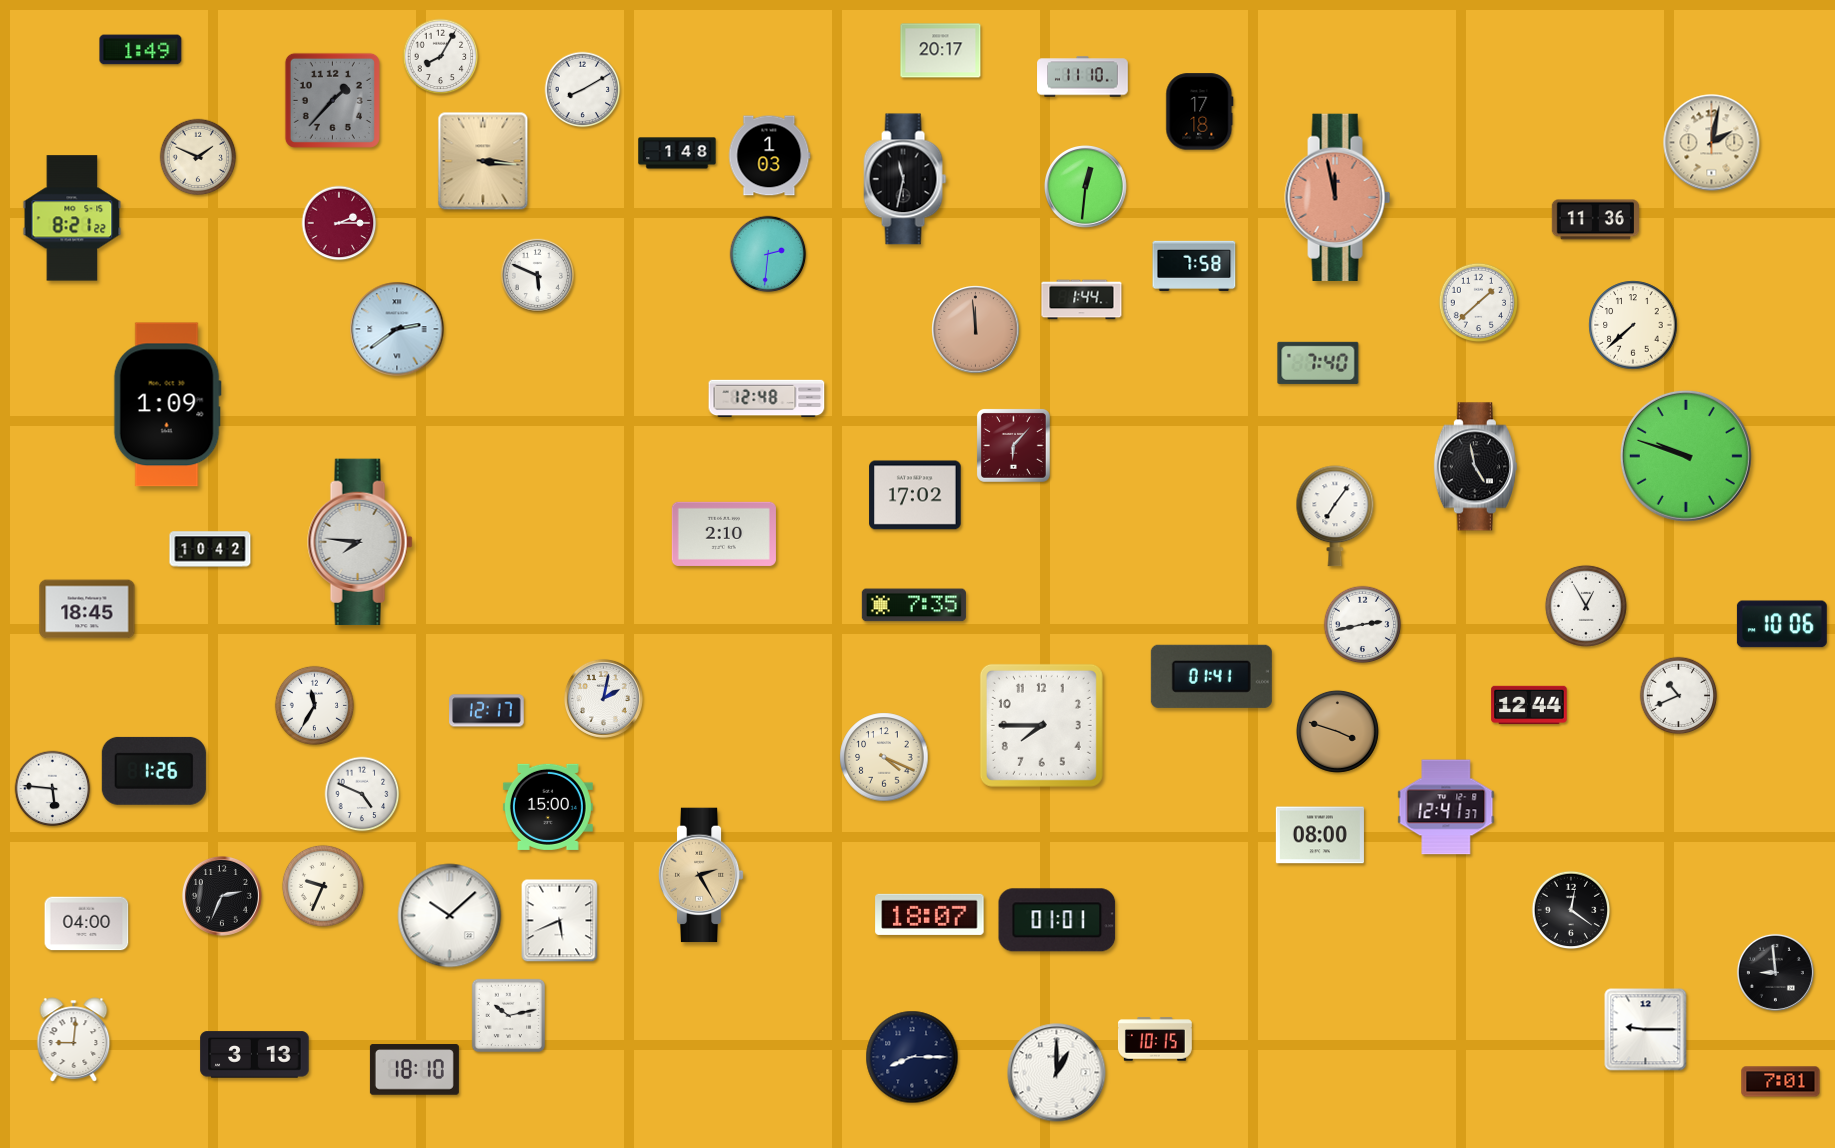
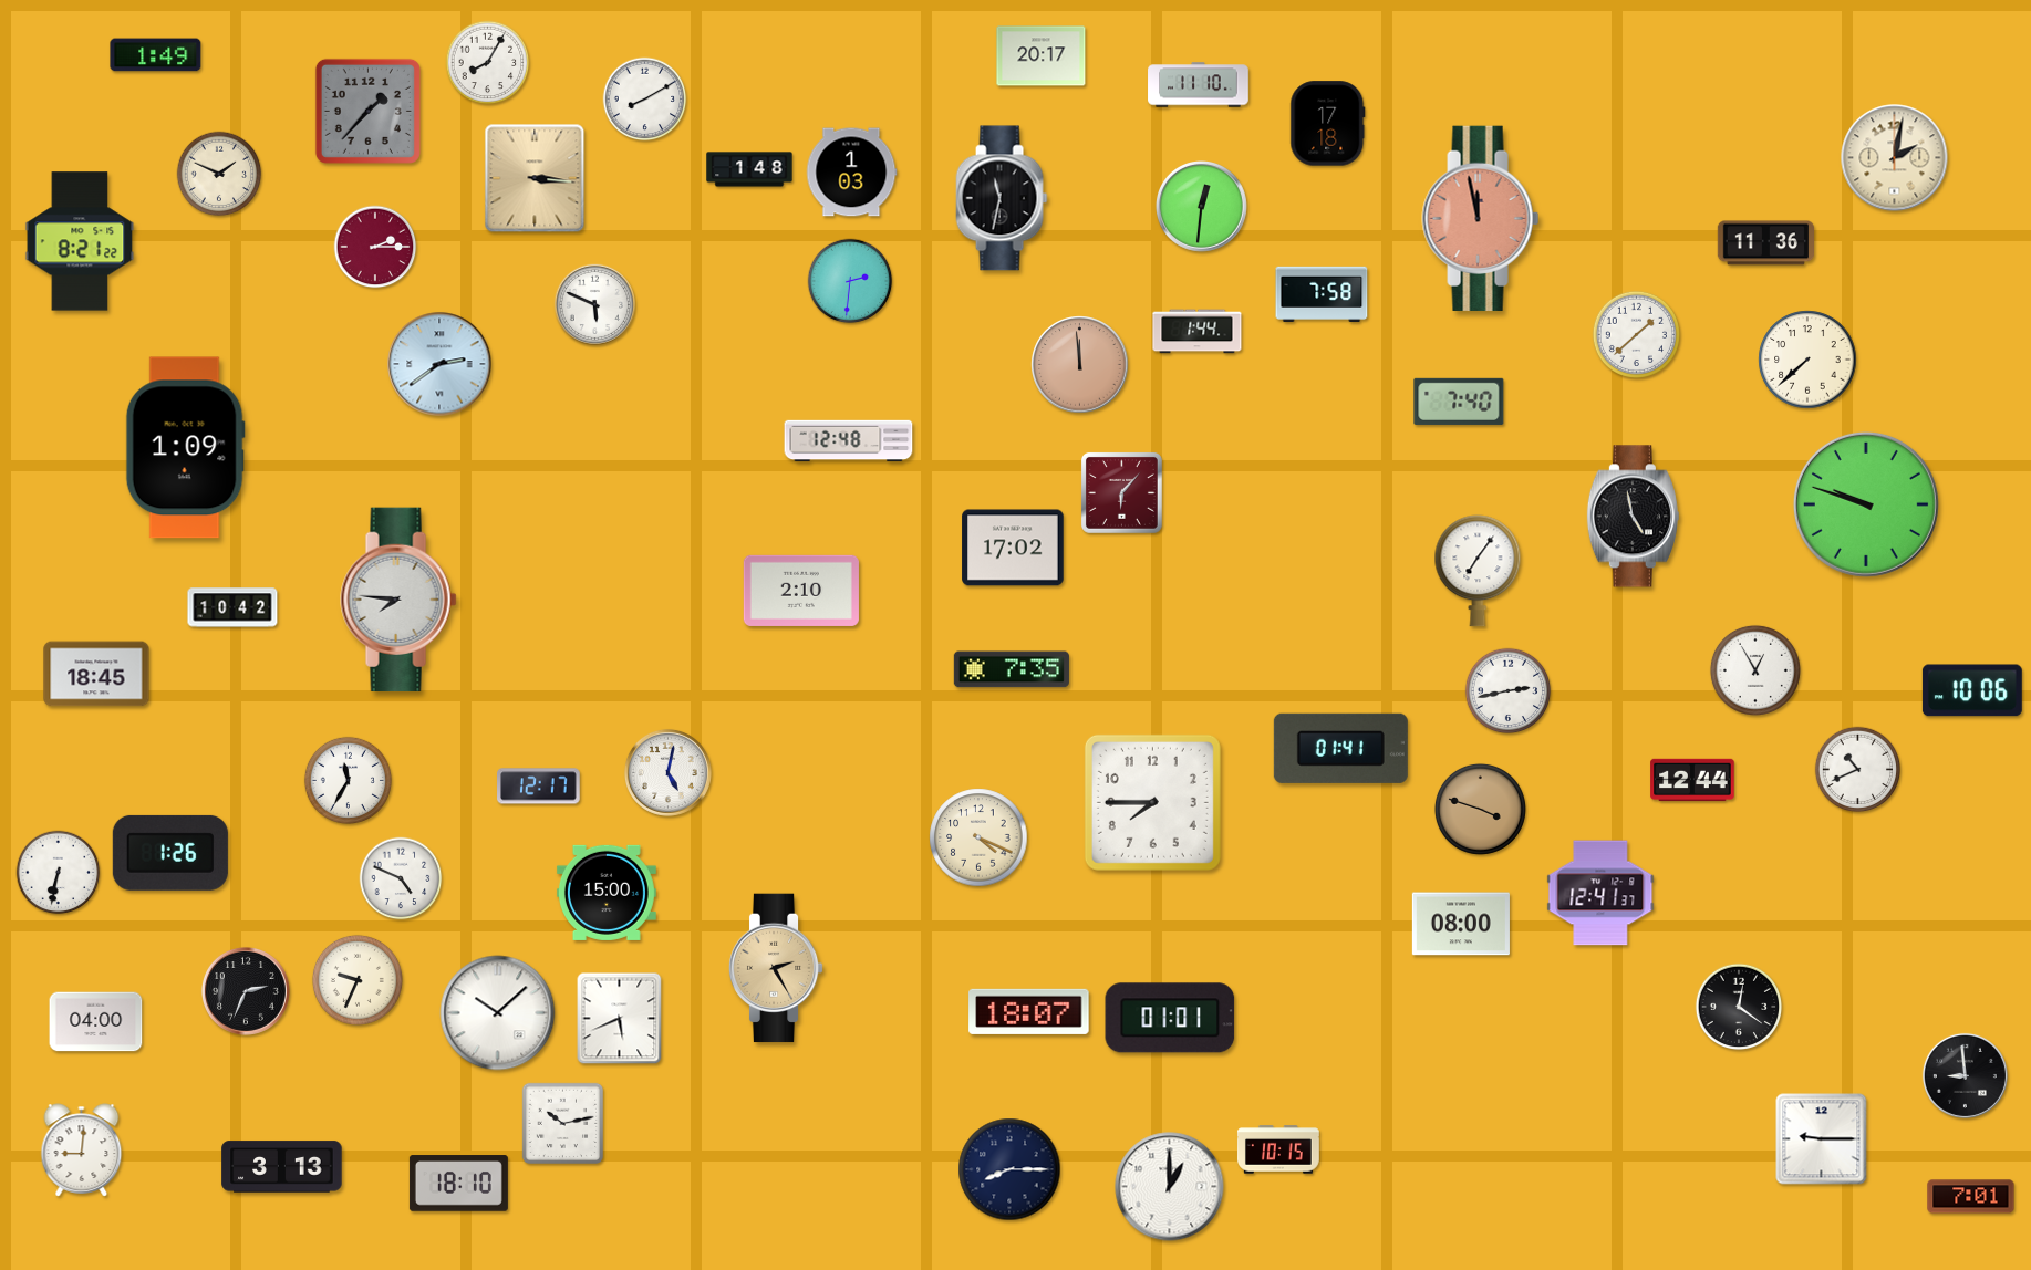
clock at (603, 698): 2:02 -> 5:02
clock at (53, 789): 5:46 -> 6:32
